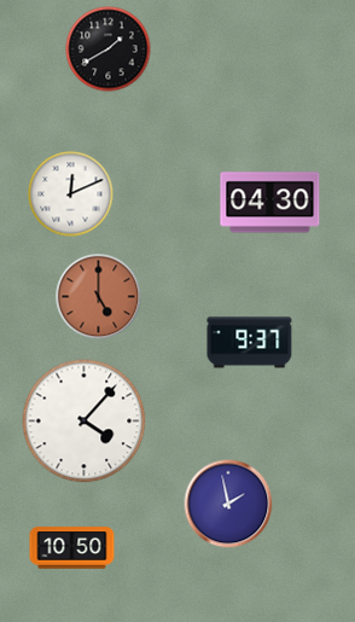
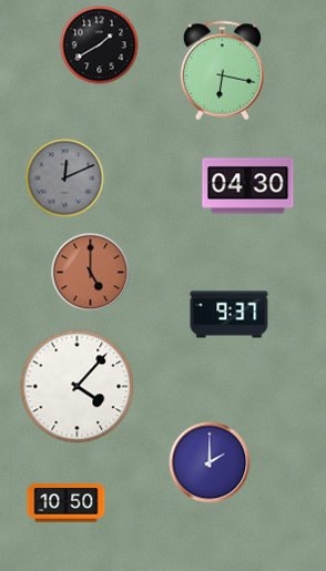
clock at (223, 71): none -> 6:17
clock at (71, 194) dial: white -> grey
clock at (228, 504): 1:58 -> 2:00
